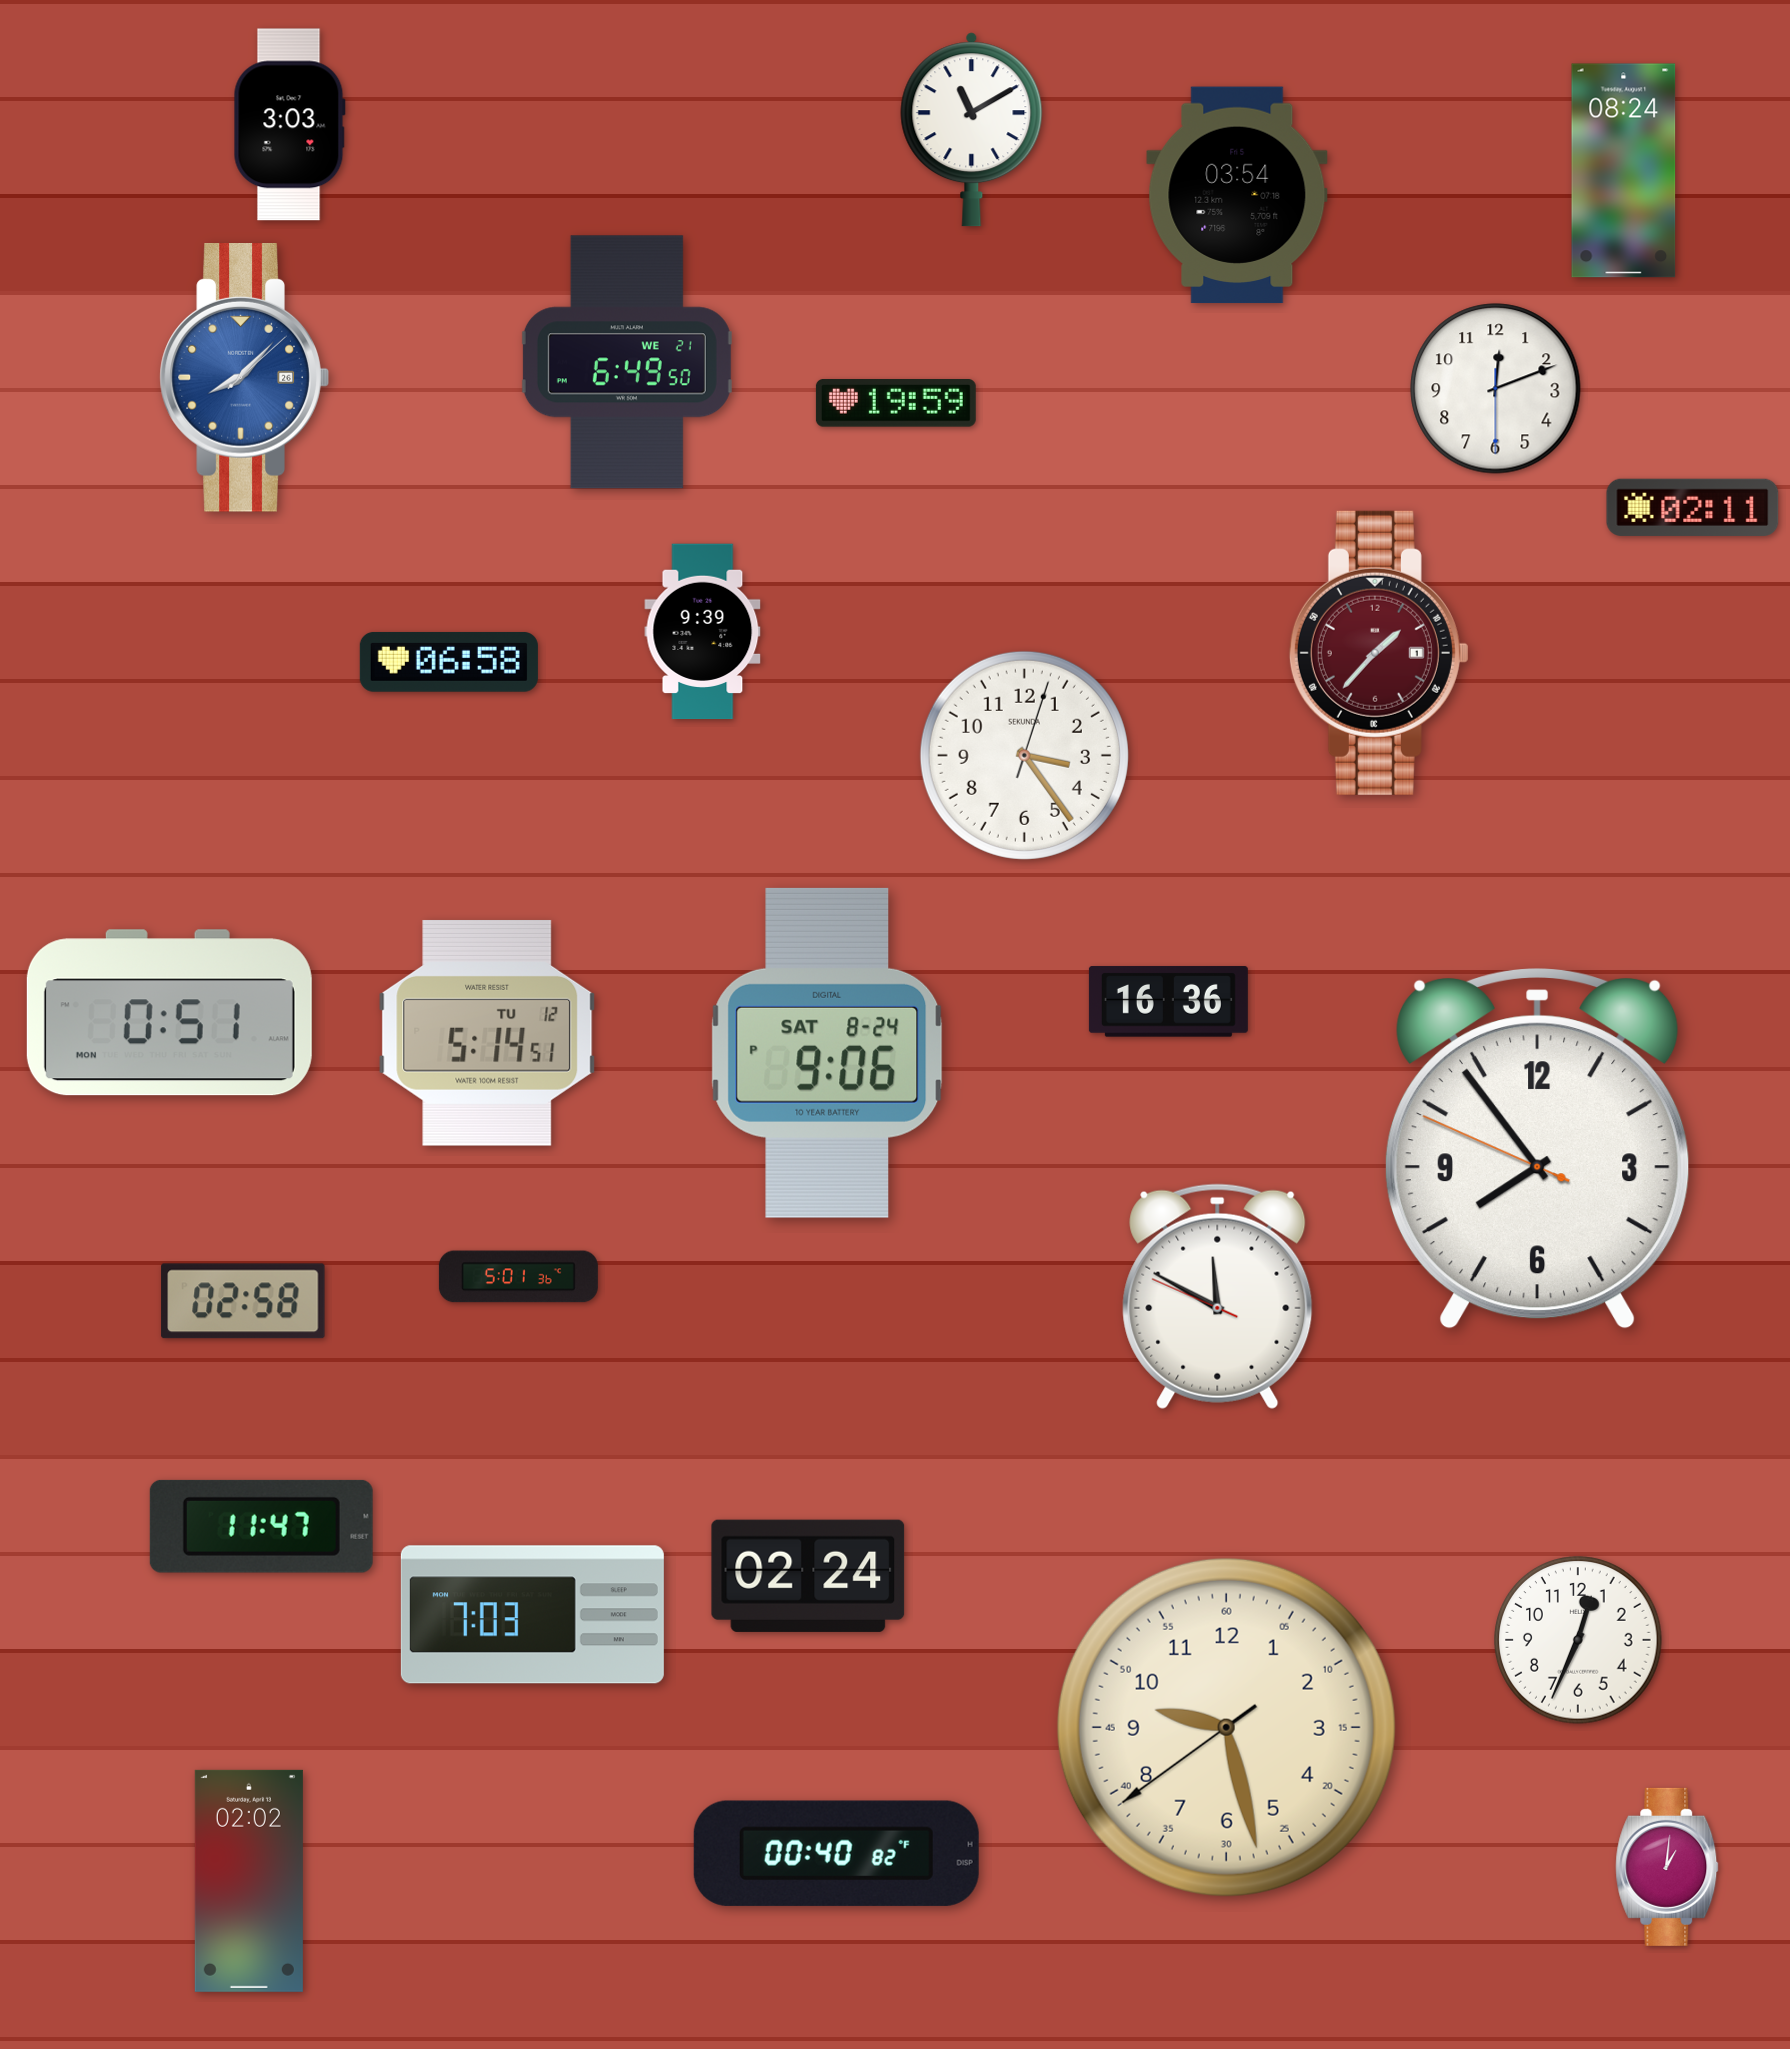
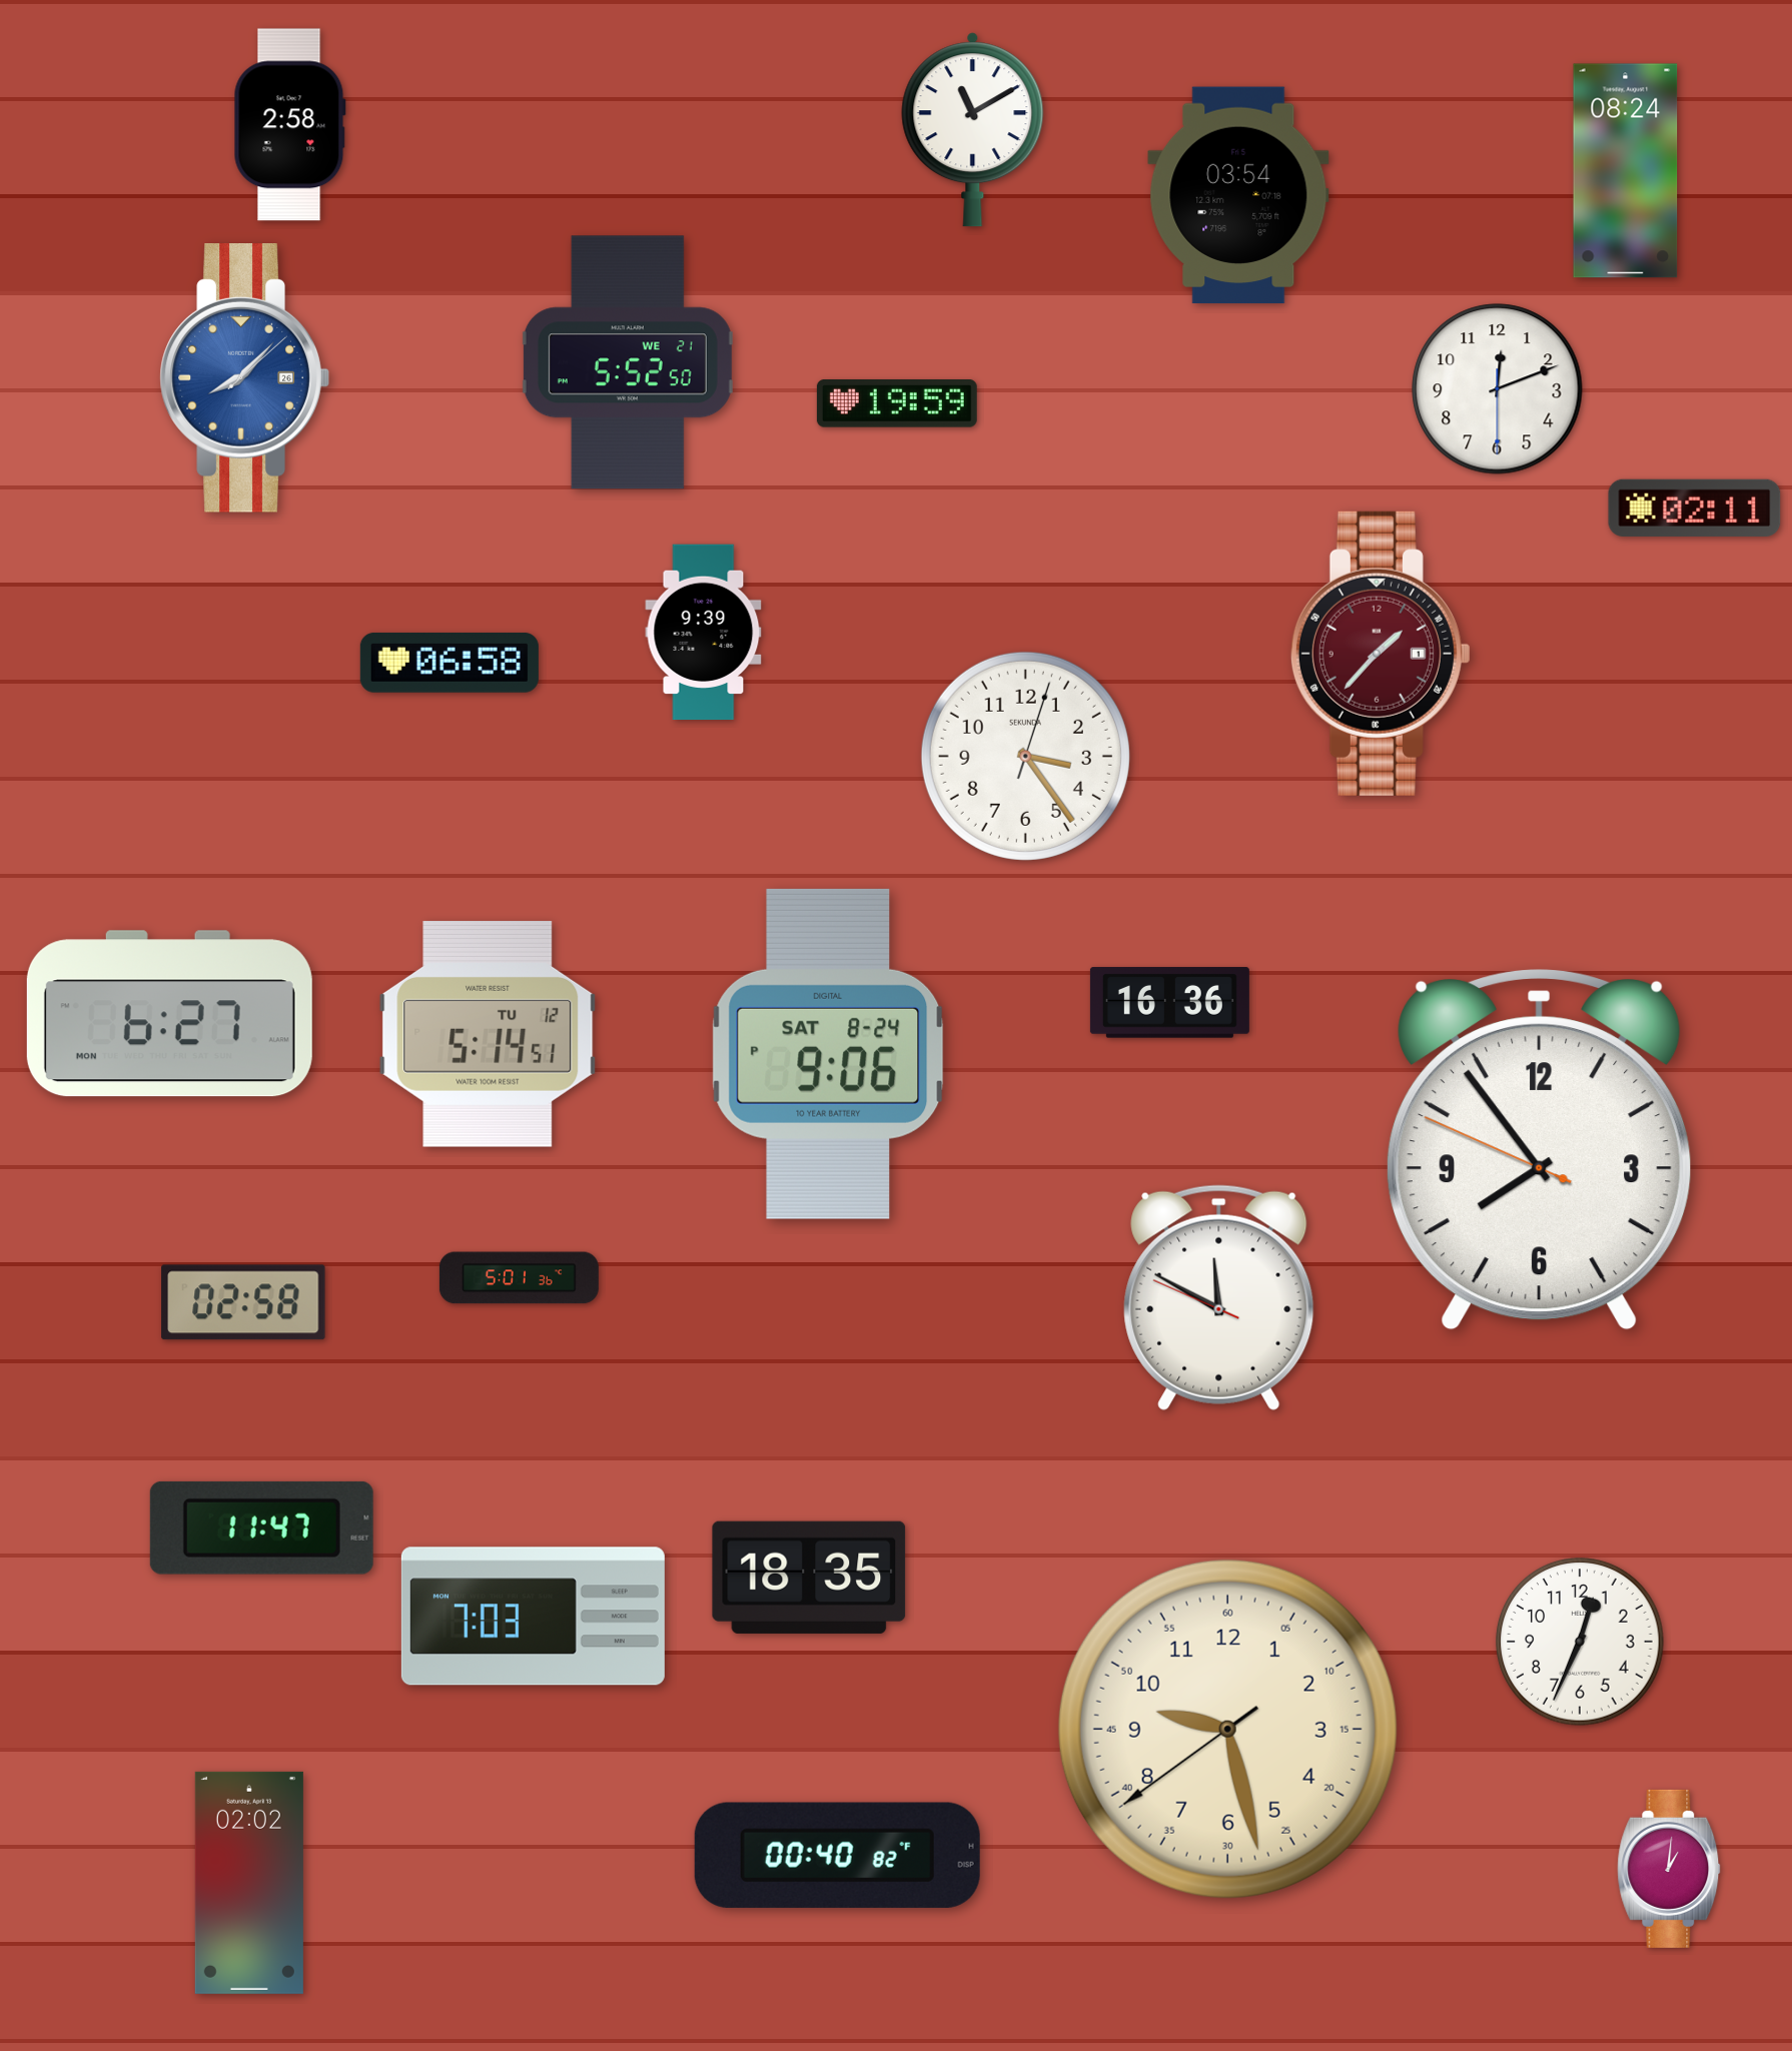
clock at (289, 125): 3:03 -> 2:58
clock at (627, 362): 6:49 -> 5:52
clock at (169, 1013): 0:51 -> 6:27
clock at (808, 1576): 02:24 -> 18:35
